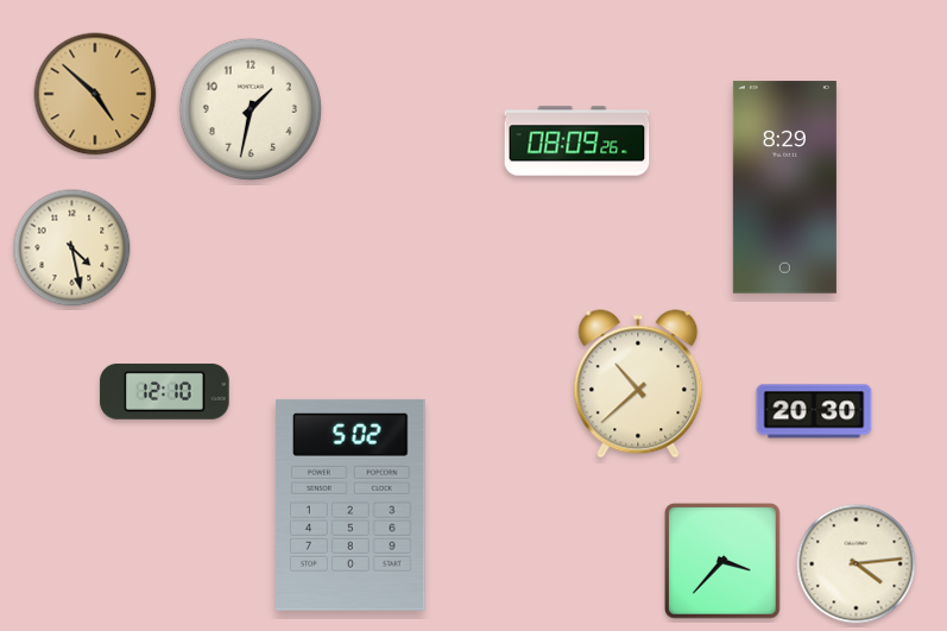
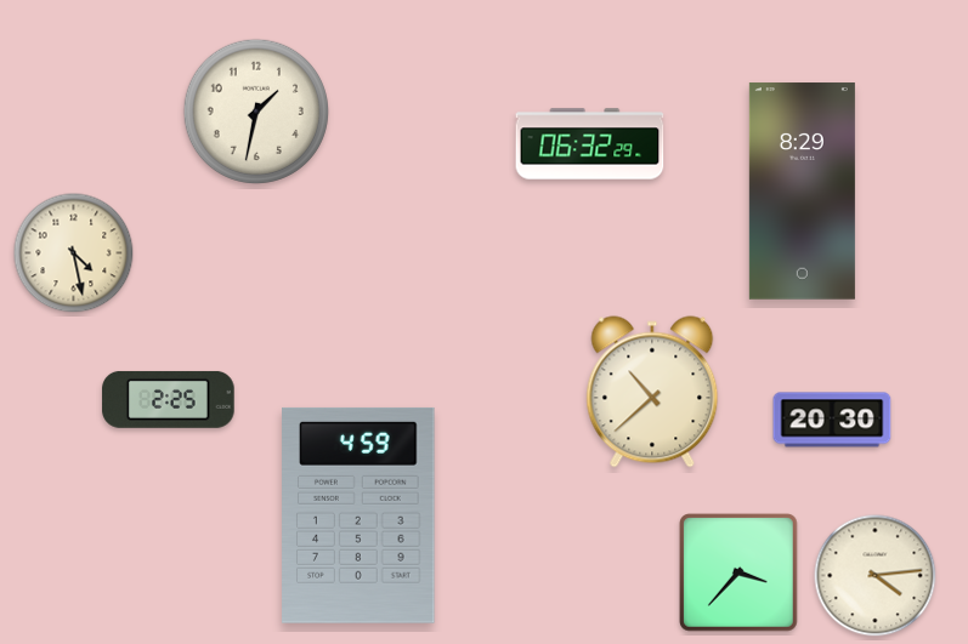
clock at (95, 94): 4:52 -> none
clock at (577, 141): 08:09 -> 06:32
clock at (165, 391): 12:10 -> 2:25
clock at (351, 505): 5:02 -> 4:59
